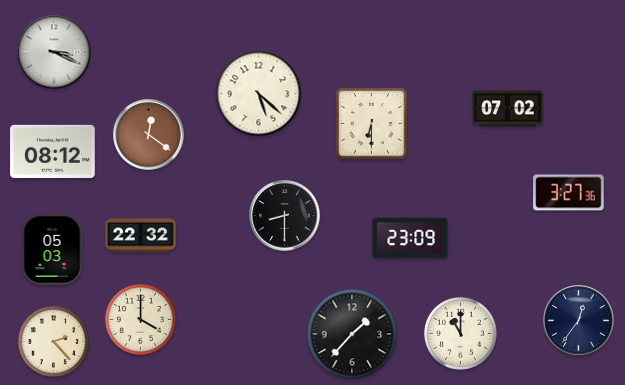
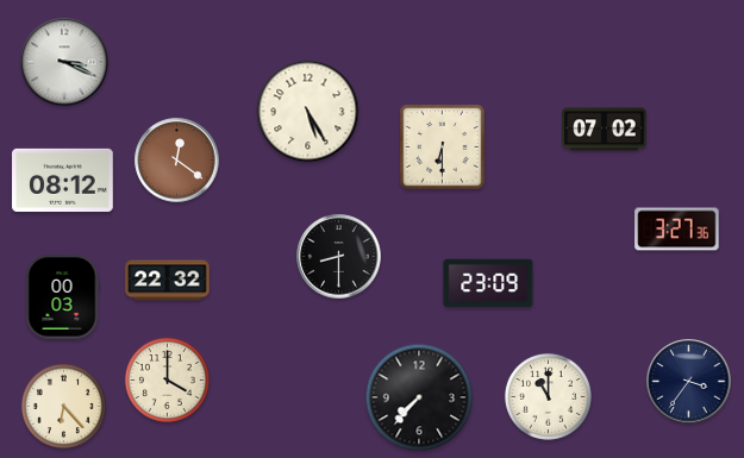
clock at (259, 94): 5:22 -> 5:25
clock at (52, 250): 05:03 -> 00:03
clock at (579, 321): 12:36 -> 3:36
clock at (352, 334): 1:37 -> 7:37
clock at (53, 341): 2:23 -> 6:23
